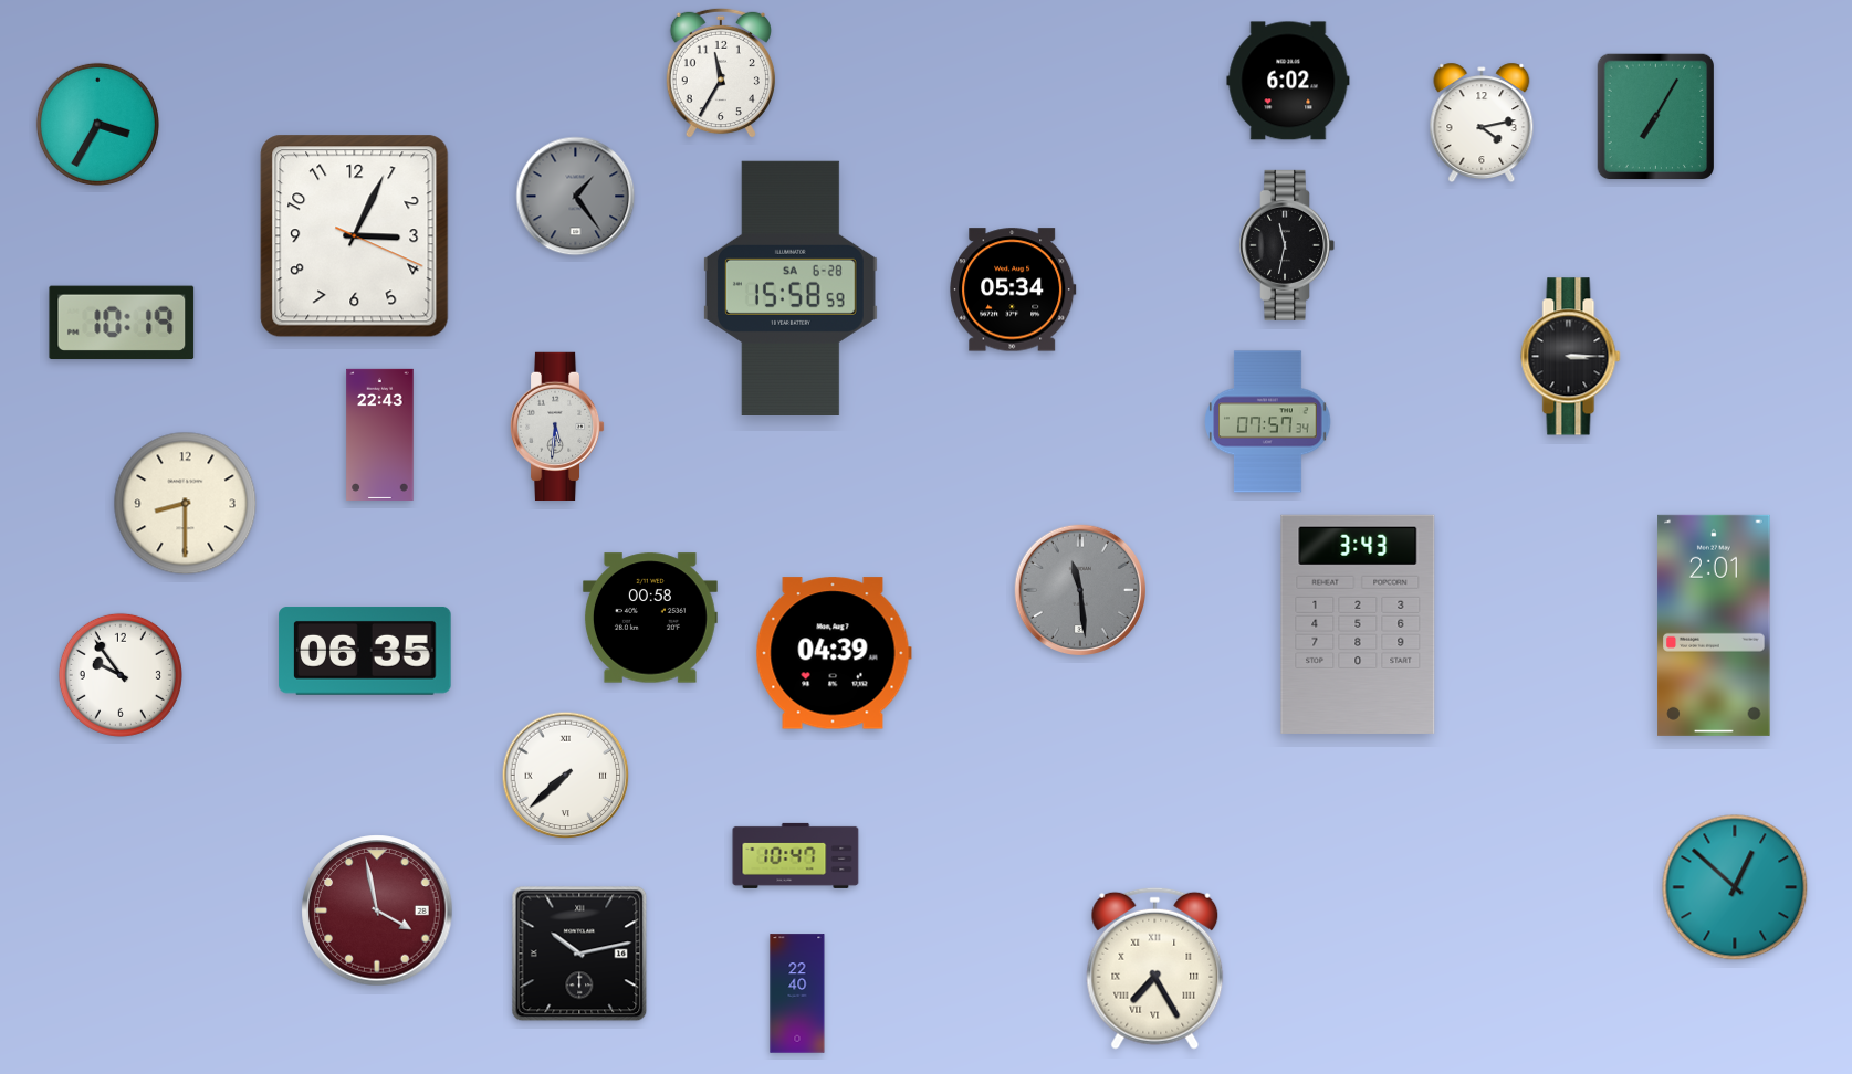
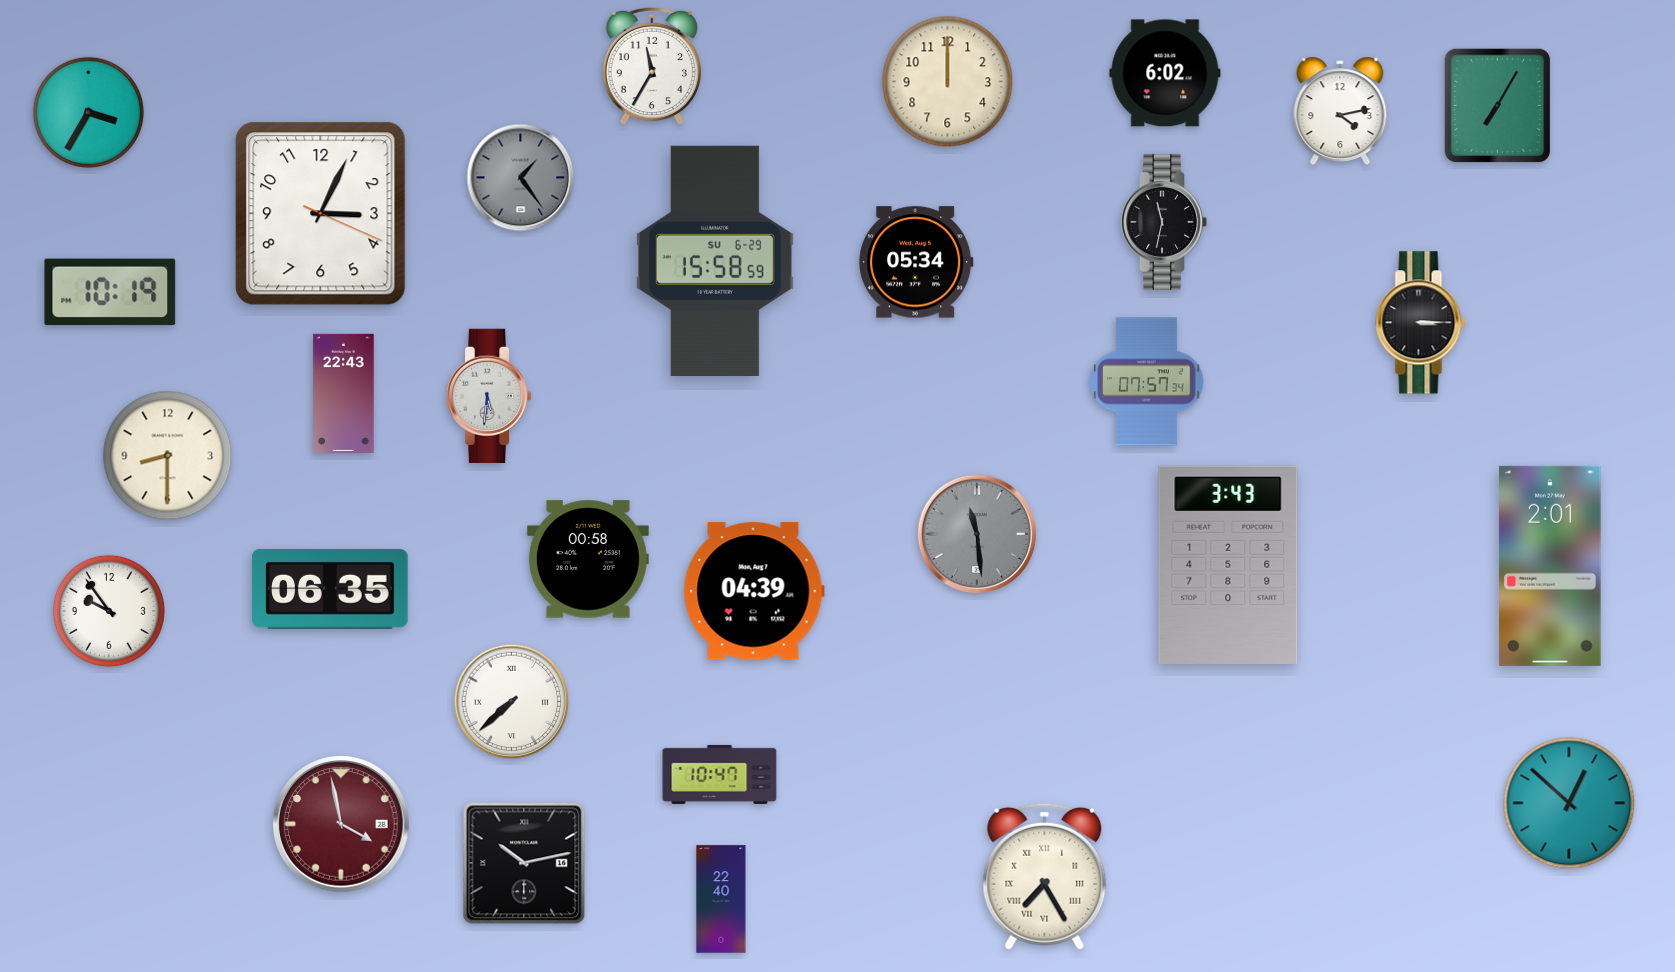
clock at (948, 82): none -> 12:00
clock at (791, 288) date: SA 6-28 -> SU 6-29
clock at (557, 425) position: (557, 425) -> (489, 395)
